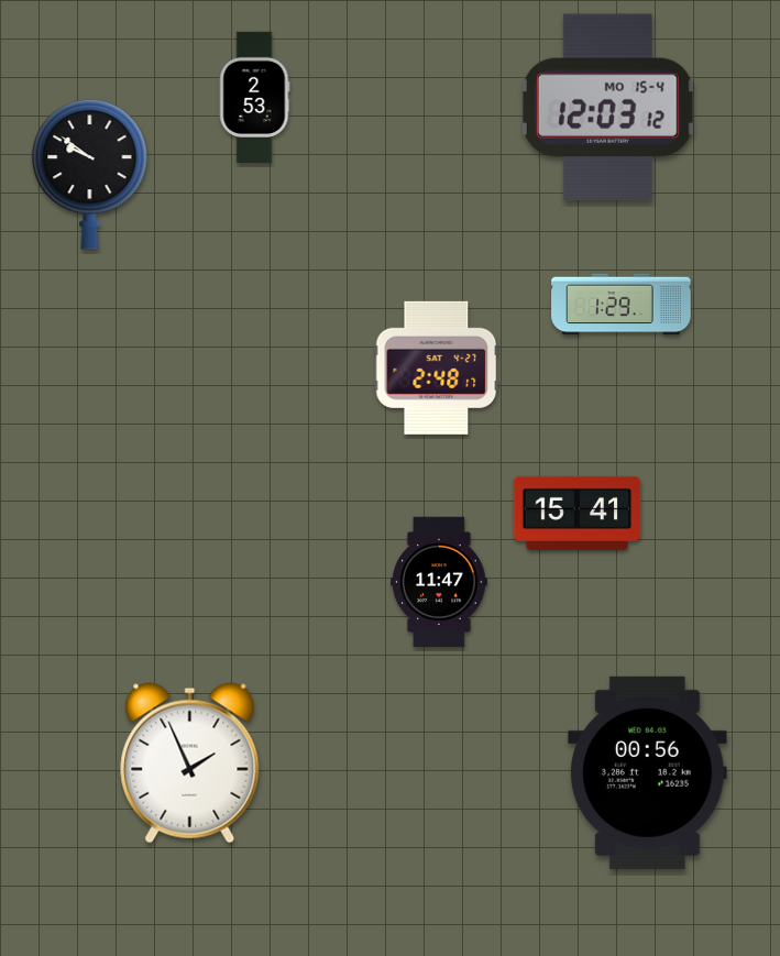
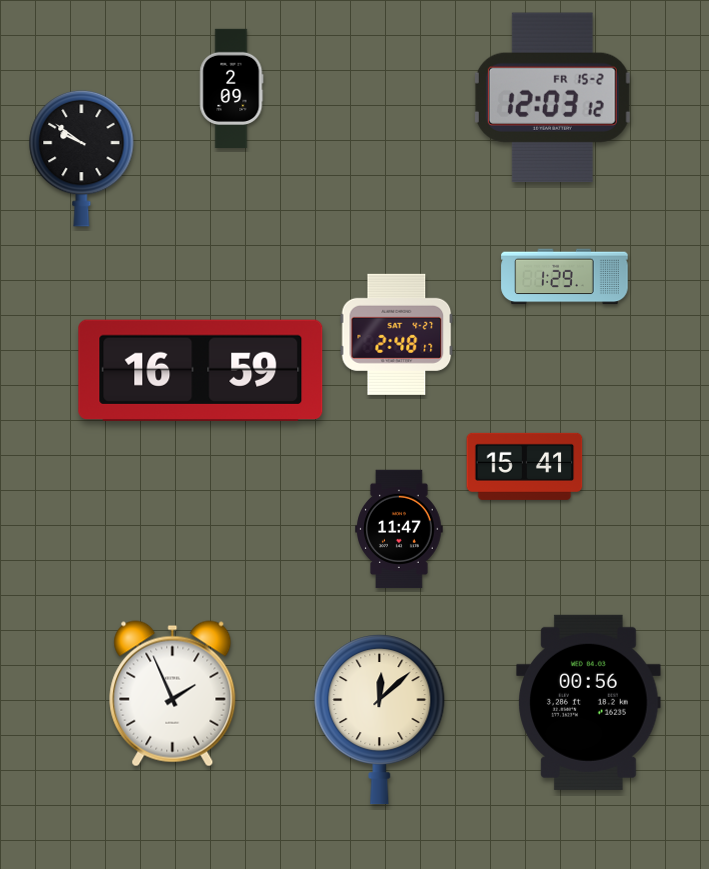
clock at (255, 97): 2:53 -> 2:09
clock at (607, 108) date: MO 15-4 -> FR 15-2
clock at (201, 370): none -> 16:59
clock at (380, 720): none -> 12:08
